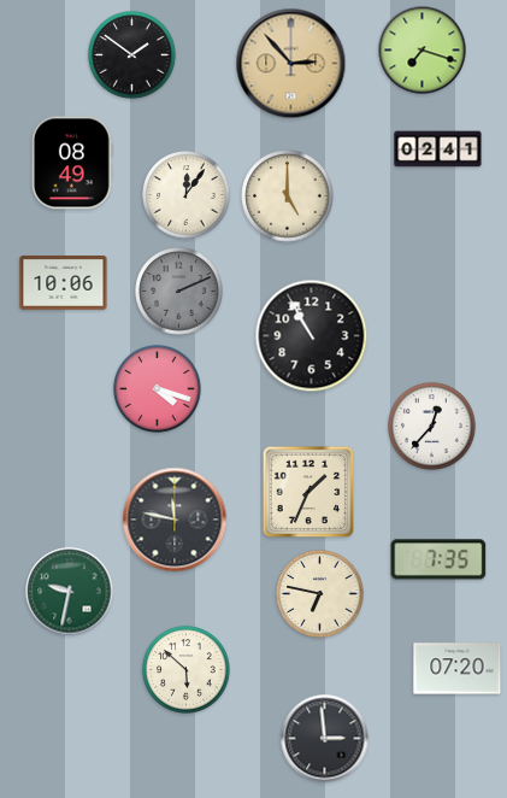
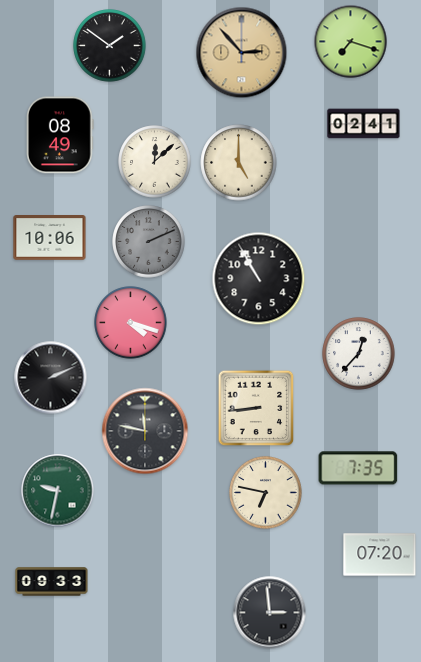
clock at (187, 195): 12:06 -> 12:08
clock at (64, 283) position: (64, 283) -> (50, 238)
clock at (51, 378): none -> 2:11
clock at (308, 492): 1:34 -> 8:44
clock at (438, 559) position: (438, 559) -> (358, 468)
clock at (187, 670): 5:52 -> none
clock at (52, 582): none -> 09:33
